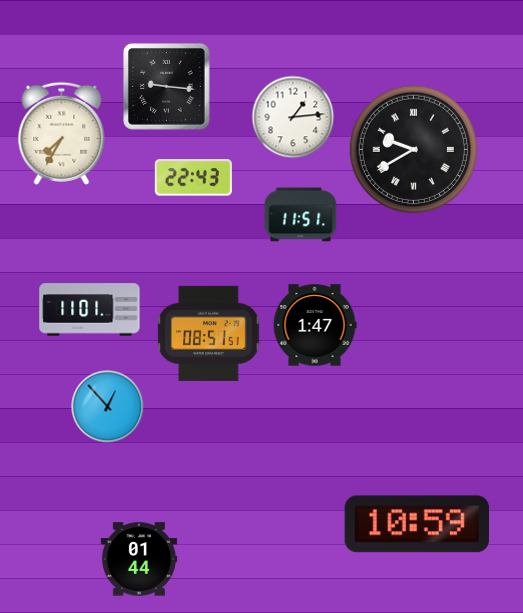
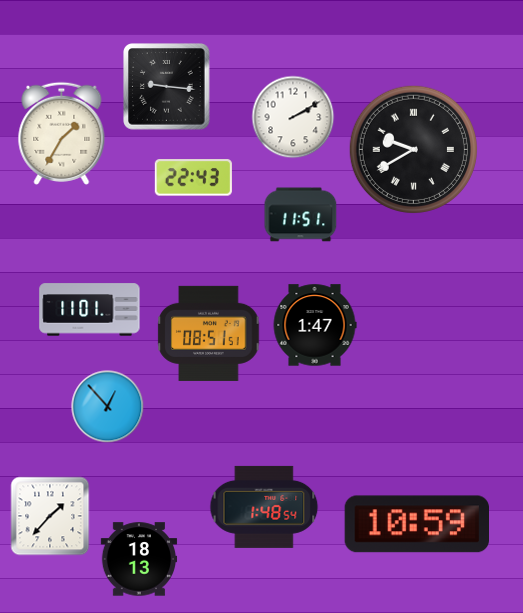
clock at (293, 117): 1:14 -> 2:10
clock at (62, 133): 7:35 -> 1:35
clock at (264, 507): none -> 1:48
clock at (50, 516): none -> 1:37
clock at (139, 559): 01:44 -> 18:13
